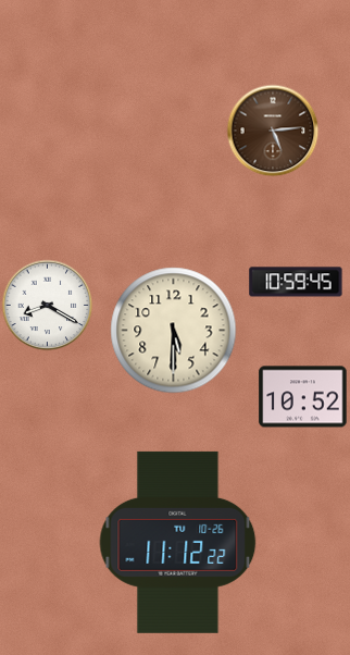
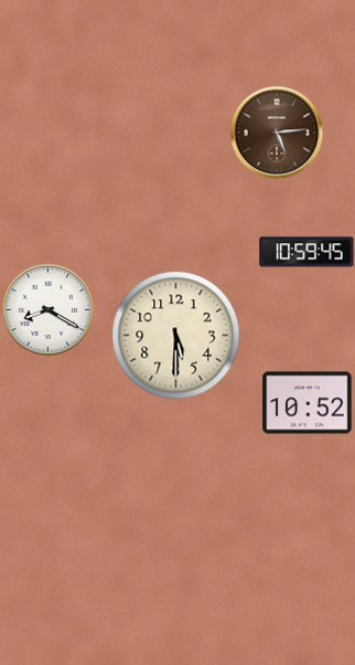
clock at (296, 282) position: (296, 282) -> (306, 252)
clock at (178, 542): 11:12 -> none
